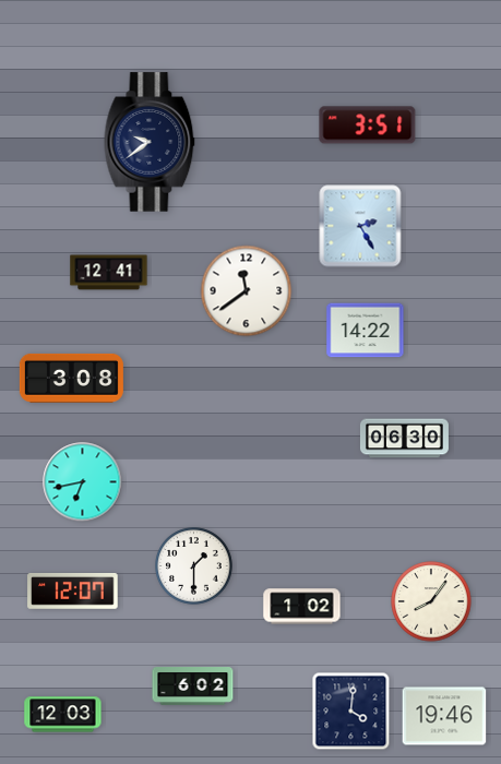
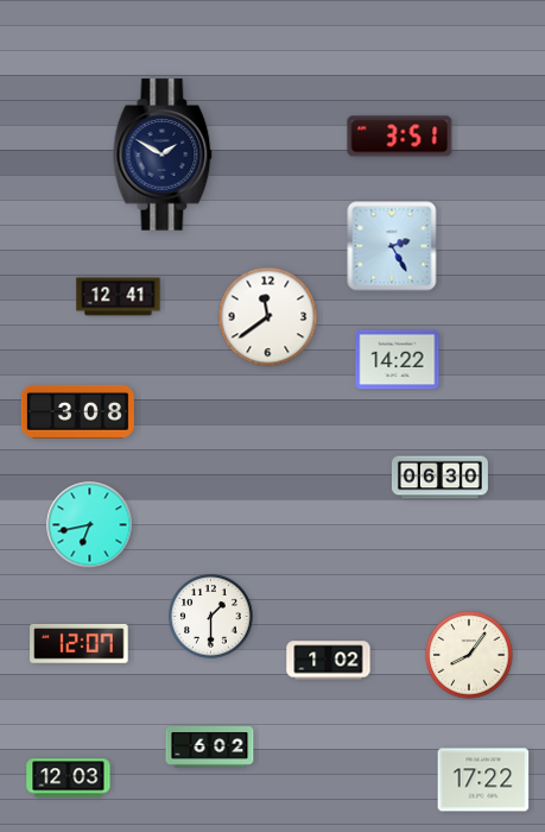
clock at (150, 142): 9:39 -> 1:50
clock at (351, 712): 4:01 -> none
clock at (444, 716): 19:46 -> 17:22
